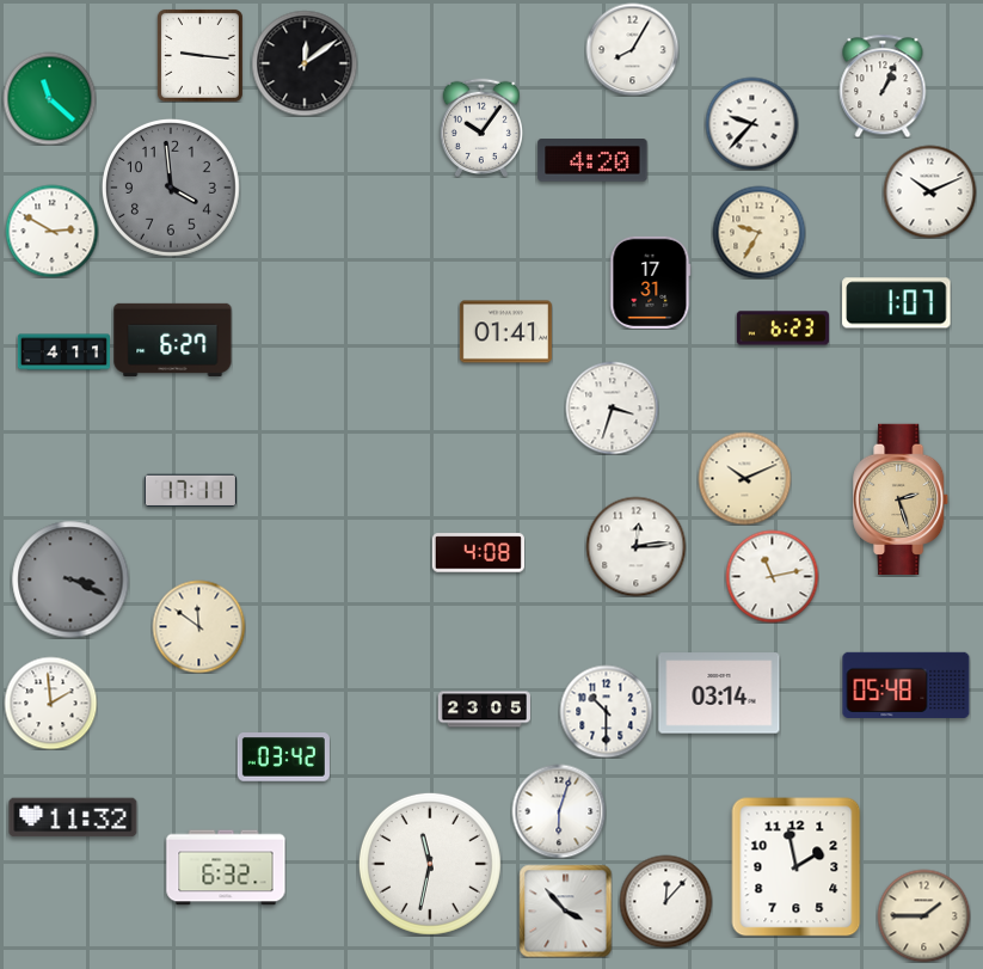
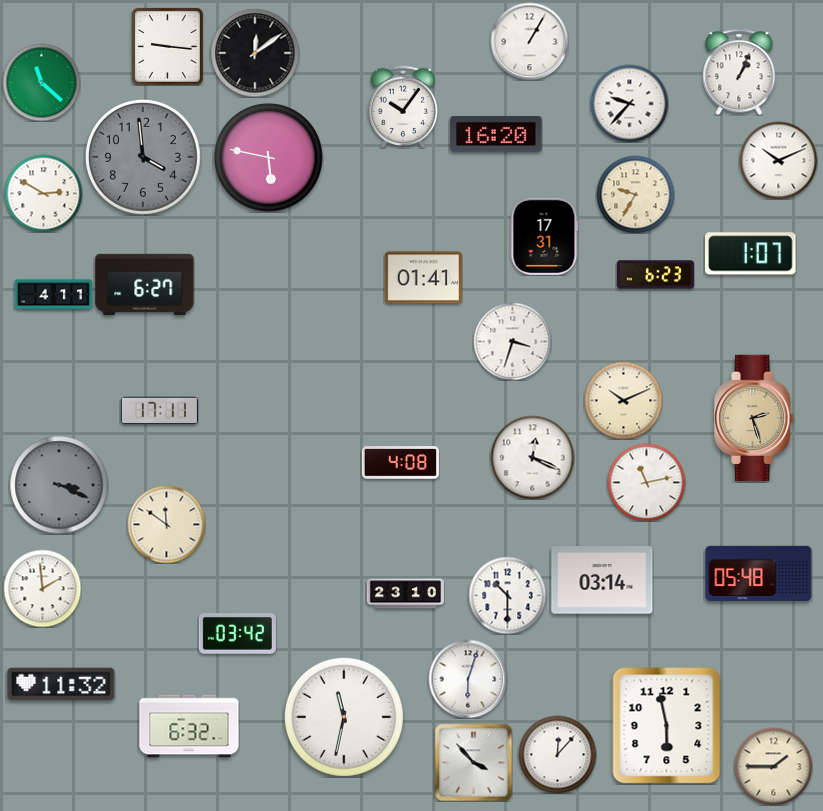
clock at (632, 49): 8:05 -> 1:05
clock at (592, 160): 4:20 -> 16:20
clock at (269, 158): none -> 5:47
clock at (635, 546): 12:14 -> 12:19
clock at (484, 710): 23:05 -> 23:10
clock at (430, 864) position: (430, 864) -> (344, 717)
clock at (797, 867): 1:58 -> 5:58
